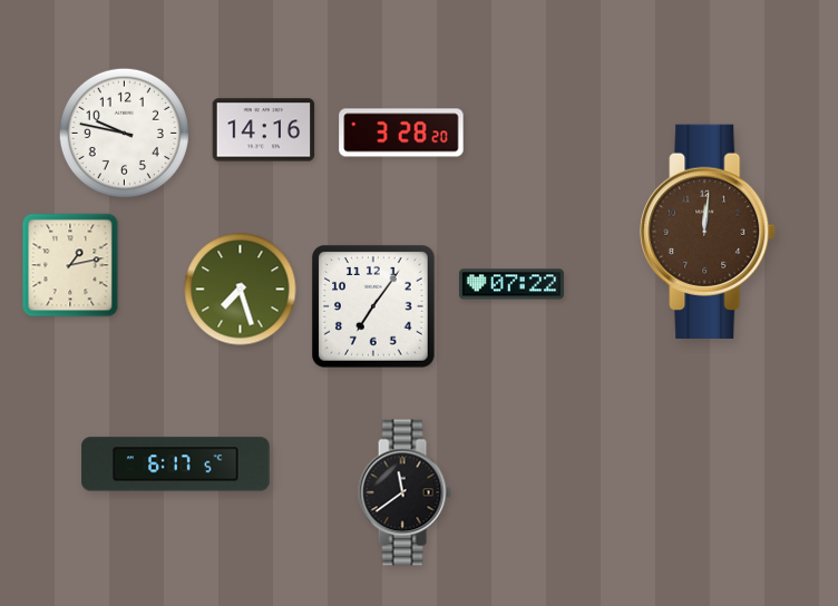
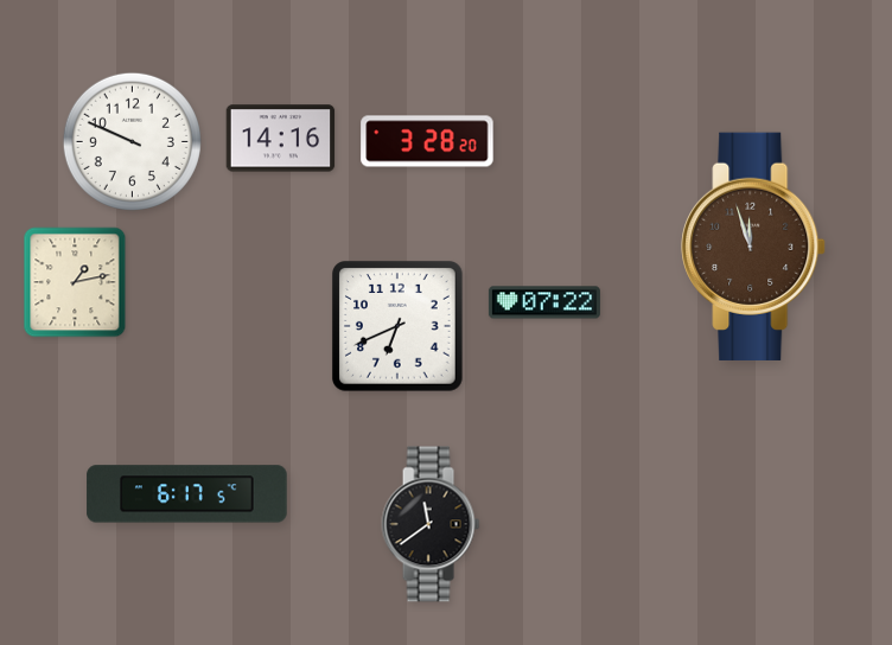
clock at (124, 133): 9:47 -> 9:49
clock at (708, 232): 12:01 -> 11:57
clock at (241, 290): 7:27 -> none
clock at (374, 307): 7:06 -> 6:41
